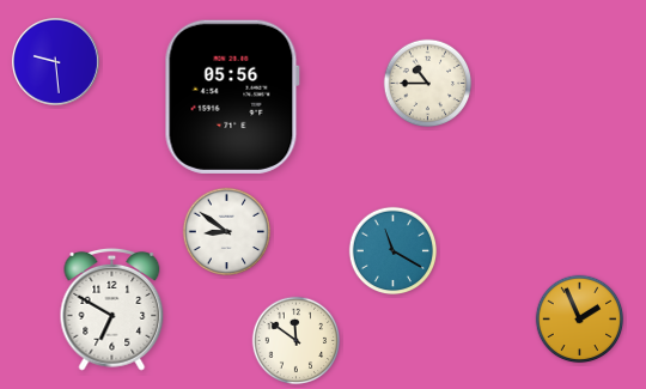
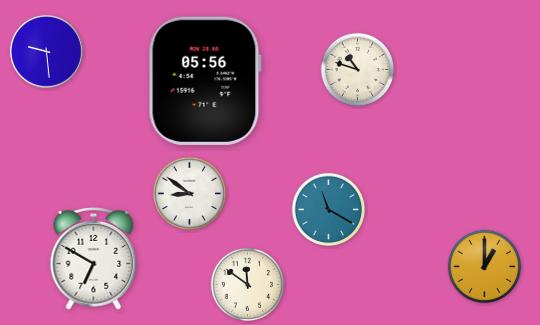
clock at (428, 84): 10:45 -> 10:48
clock at (232, 97) position: (232, 97) -> (205, 81)
clock at (580, 320): 1:56 -> 1:00
